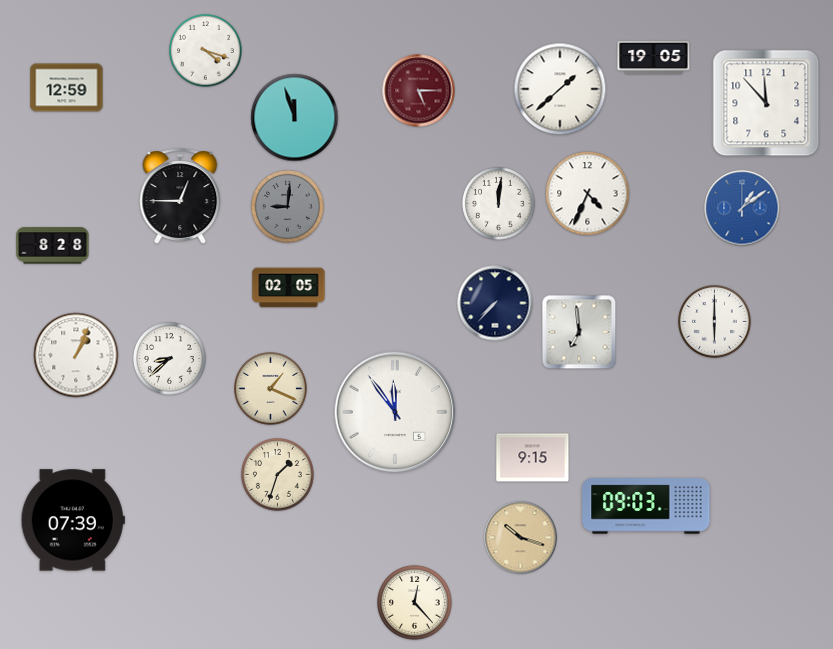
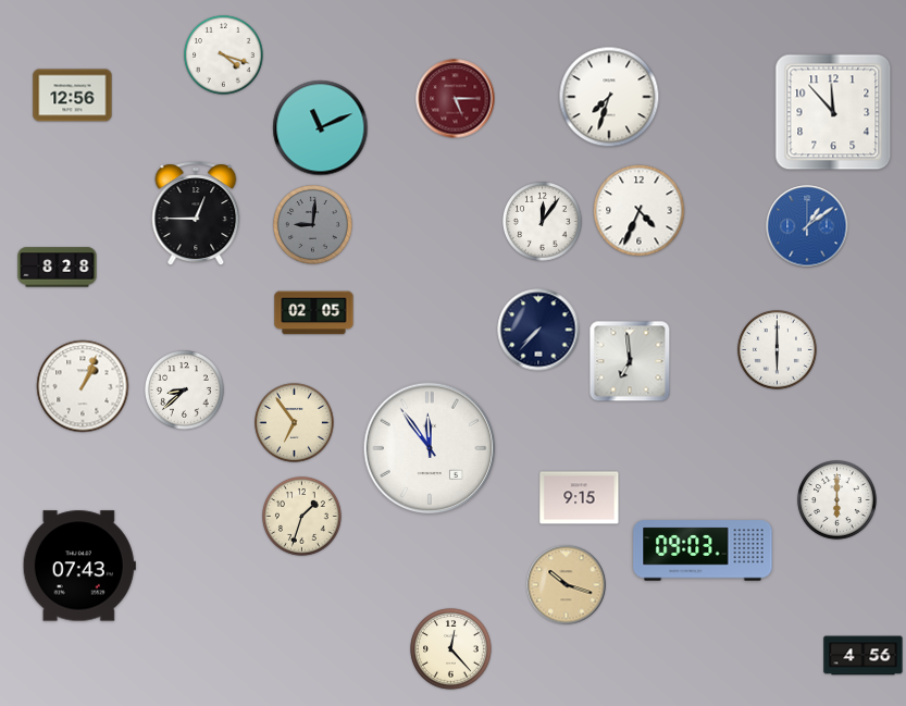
clock at (654, 57): 19:05 -> none
clock at (67, 88): 12:59 -> 12:56
clock at (560, 89): 1:38 -> 7:33
clock at (295, 118): 11:57 -> 11:11
clock at (499, 204): 12:01 -> 12:06
clock at (271, 389): 1:19 -> 6:54
clock at (837, 500): none -> 6:00
clock at (73, 520): 07:39 -> 07:43
clock at (415, 603) position: (415, 603) -> (451, 649)
clock at (864, 656): none -> 4:56
